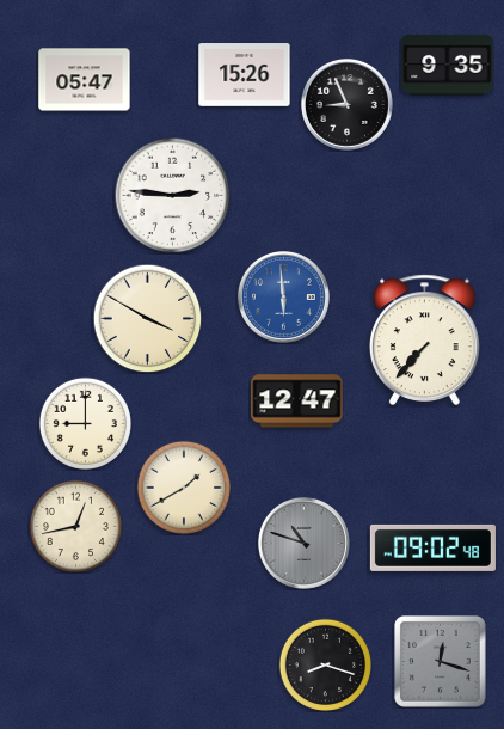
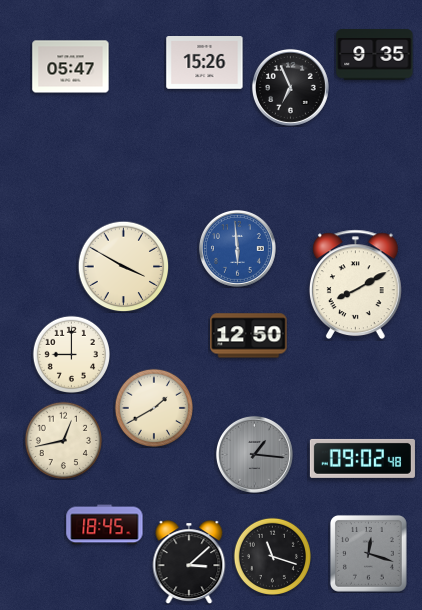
clock at (346, 104): 8:56 -> 6:56
clock at (172, 195): 2:46 -> none
clock at (425, 339): 7:37 -> 8:10
clock at (297, 402): 12:47 -> 12:50
clock at (303, 543): 10:48 -> 1:16
clock at (105, 525): none -> 18:45
clock at (325, 664): 8:18 -> 11:18
clock at (189, 562): none -> 3:08
